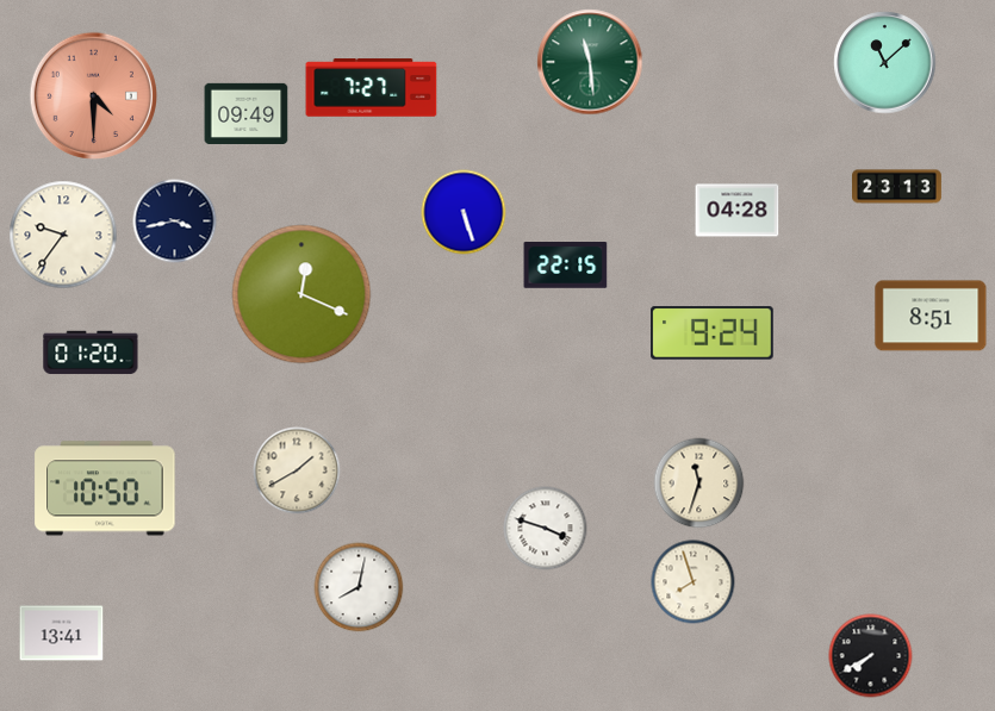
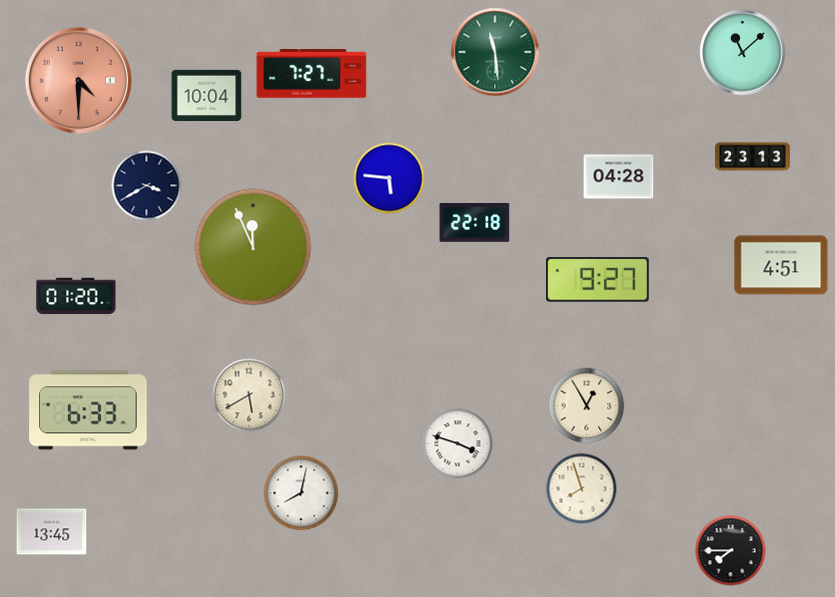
clock at (247, 113): 09:49 -> 10:04
clock at (464, 212): 5:27 -> 5:46
clock at (175, 222): 3:43 -> 3:40
clock at (63, 235): 9:36 -> none
clock at (566, 266): 22:15 -> 22:18
clock at (301, 294): 12:19 -> 11:56
clock at (931, 316): 8:51 -> 4:51
clock at (713, 333): 9:24 -> 9:27
clock at (297, 470): 1:40 -> 5:40
clock at (699, 484): 11:33 -> 12:55
clock at (105, 488): 10:50 -> 6:33
clock at (62, 634): 13:41 -> 13:45
clock at (871, 656): 7:40 -> 7:45
